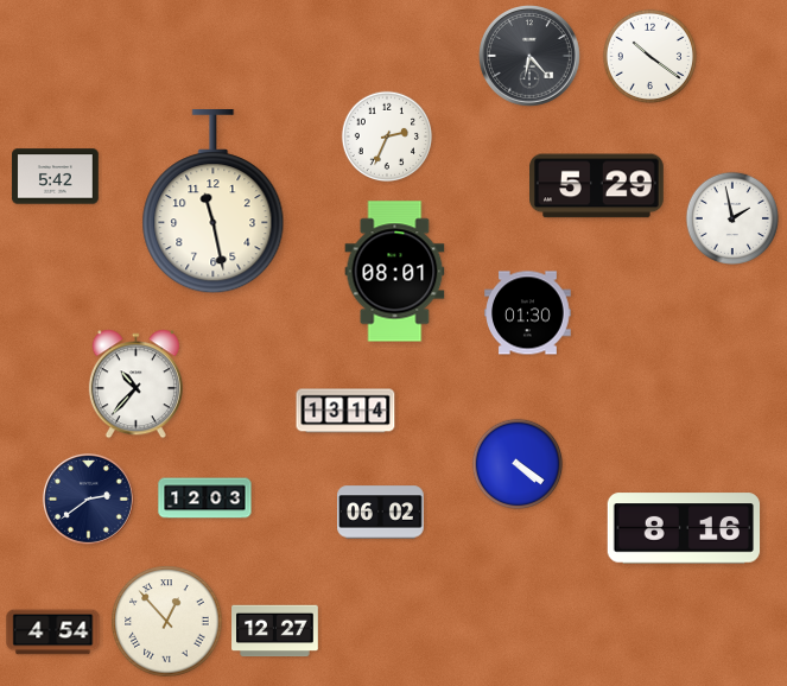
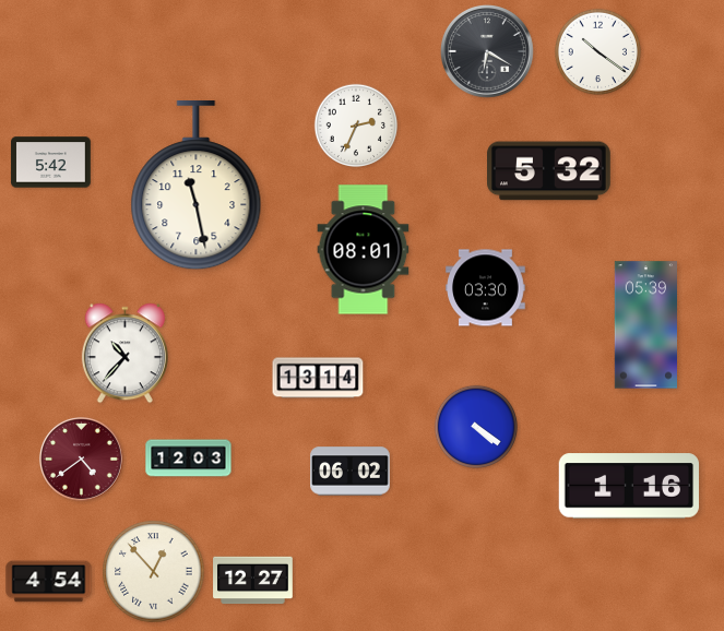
clock at (529, 56): 6:23 -> 6:20
clock at (597, 186): 5:29 -> 5:32
clock at (731, 217): 1:58 -> none
clock at (528, 313): 01:30 -> 03:30
clock at (645, 325): none -> 05:39
clock at (88, 498): 2:39 -> 4:39
clock at (88, 498) dial: navy -> burgundy
clock at (684, 528): 8:16 -> 1:16
